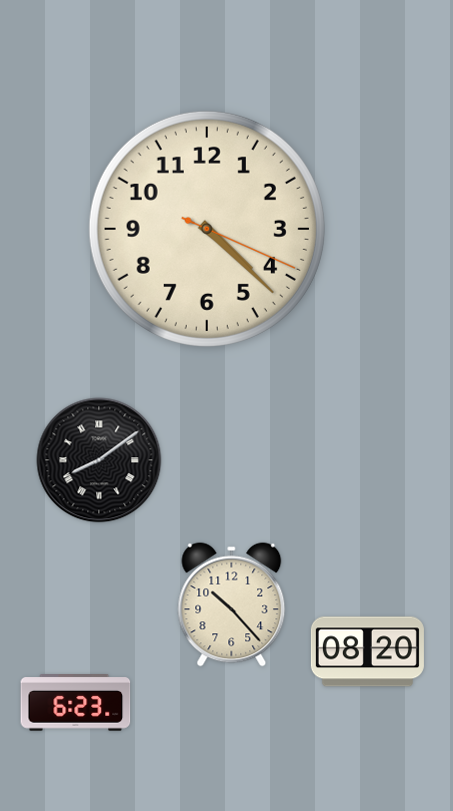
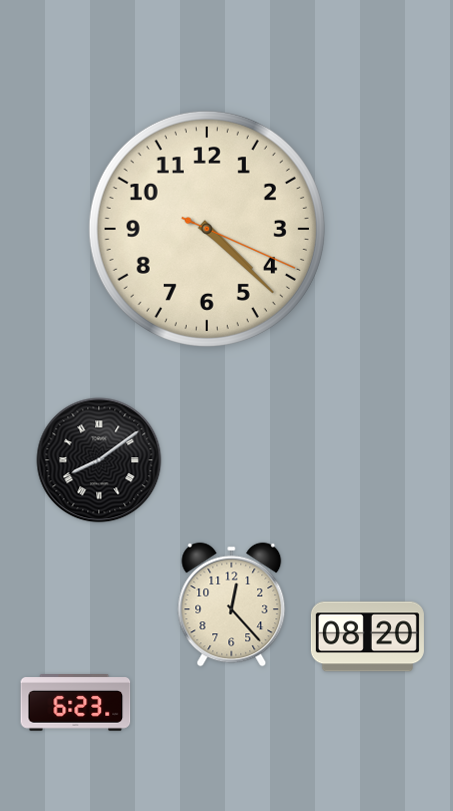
clock at (232, 605): 10:23 -> 12:23
clock at (367, 652) position: (367, 652) -> (367, 637)
